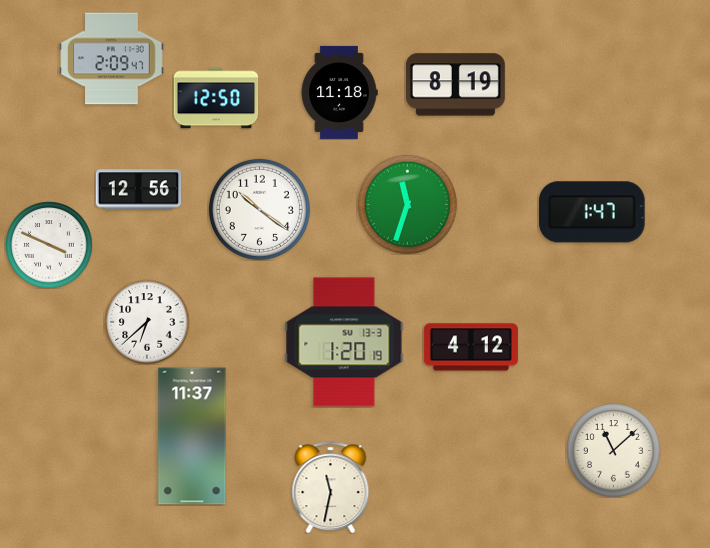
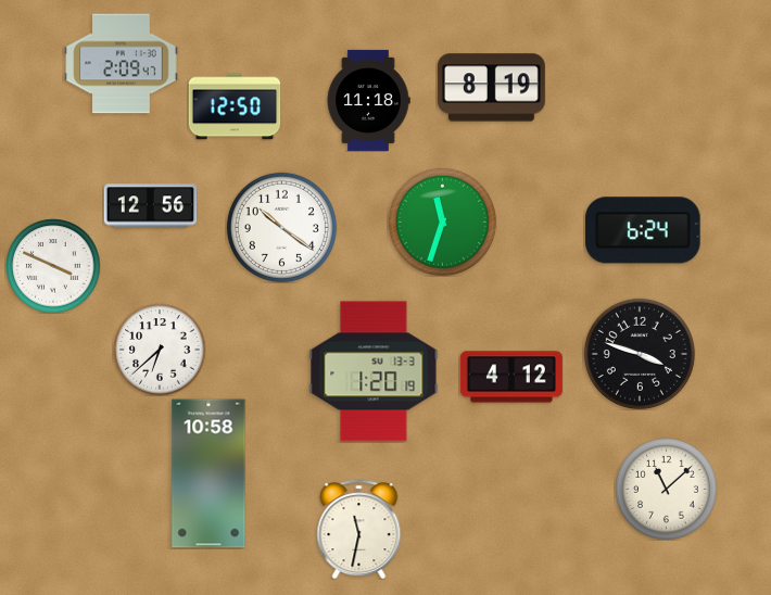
clock at (455, 85) position: (455, 85) -> (491, 88)
clock at (592, 212): 1:47 -> 6:24
clock at (640, 354): none -> 3:48
clock at (192, 436): 11:37 -> 10:58
